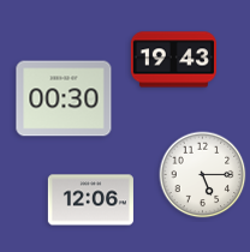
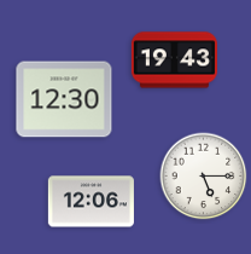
clock at (64, 98): 00:30 -> 12:30
